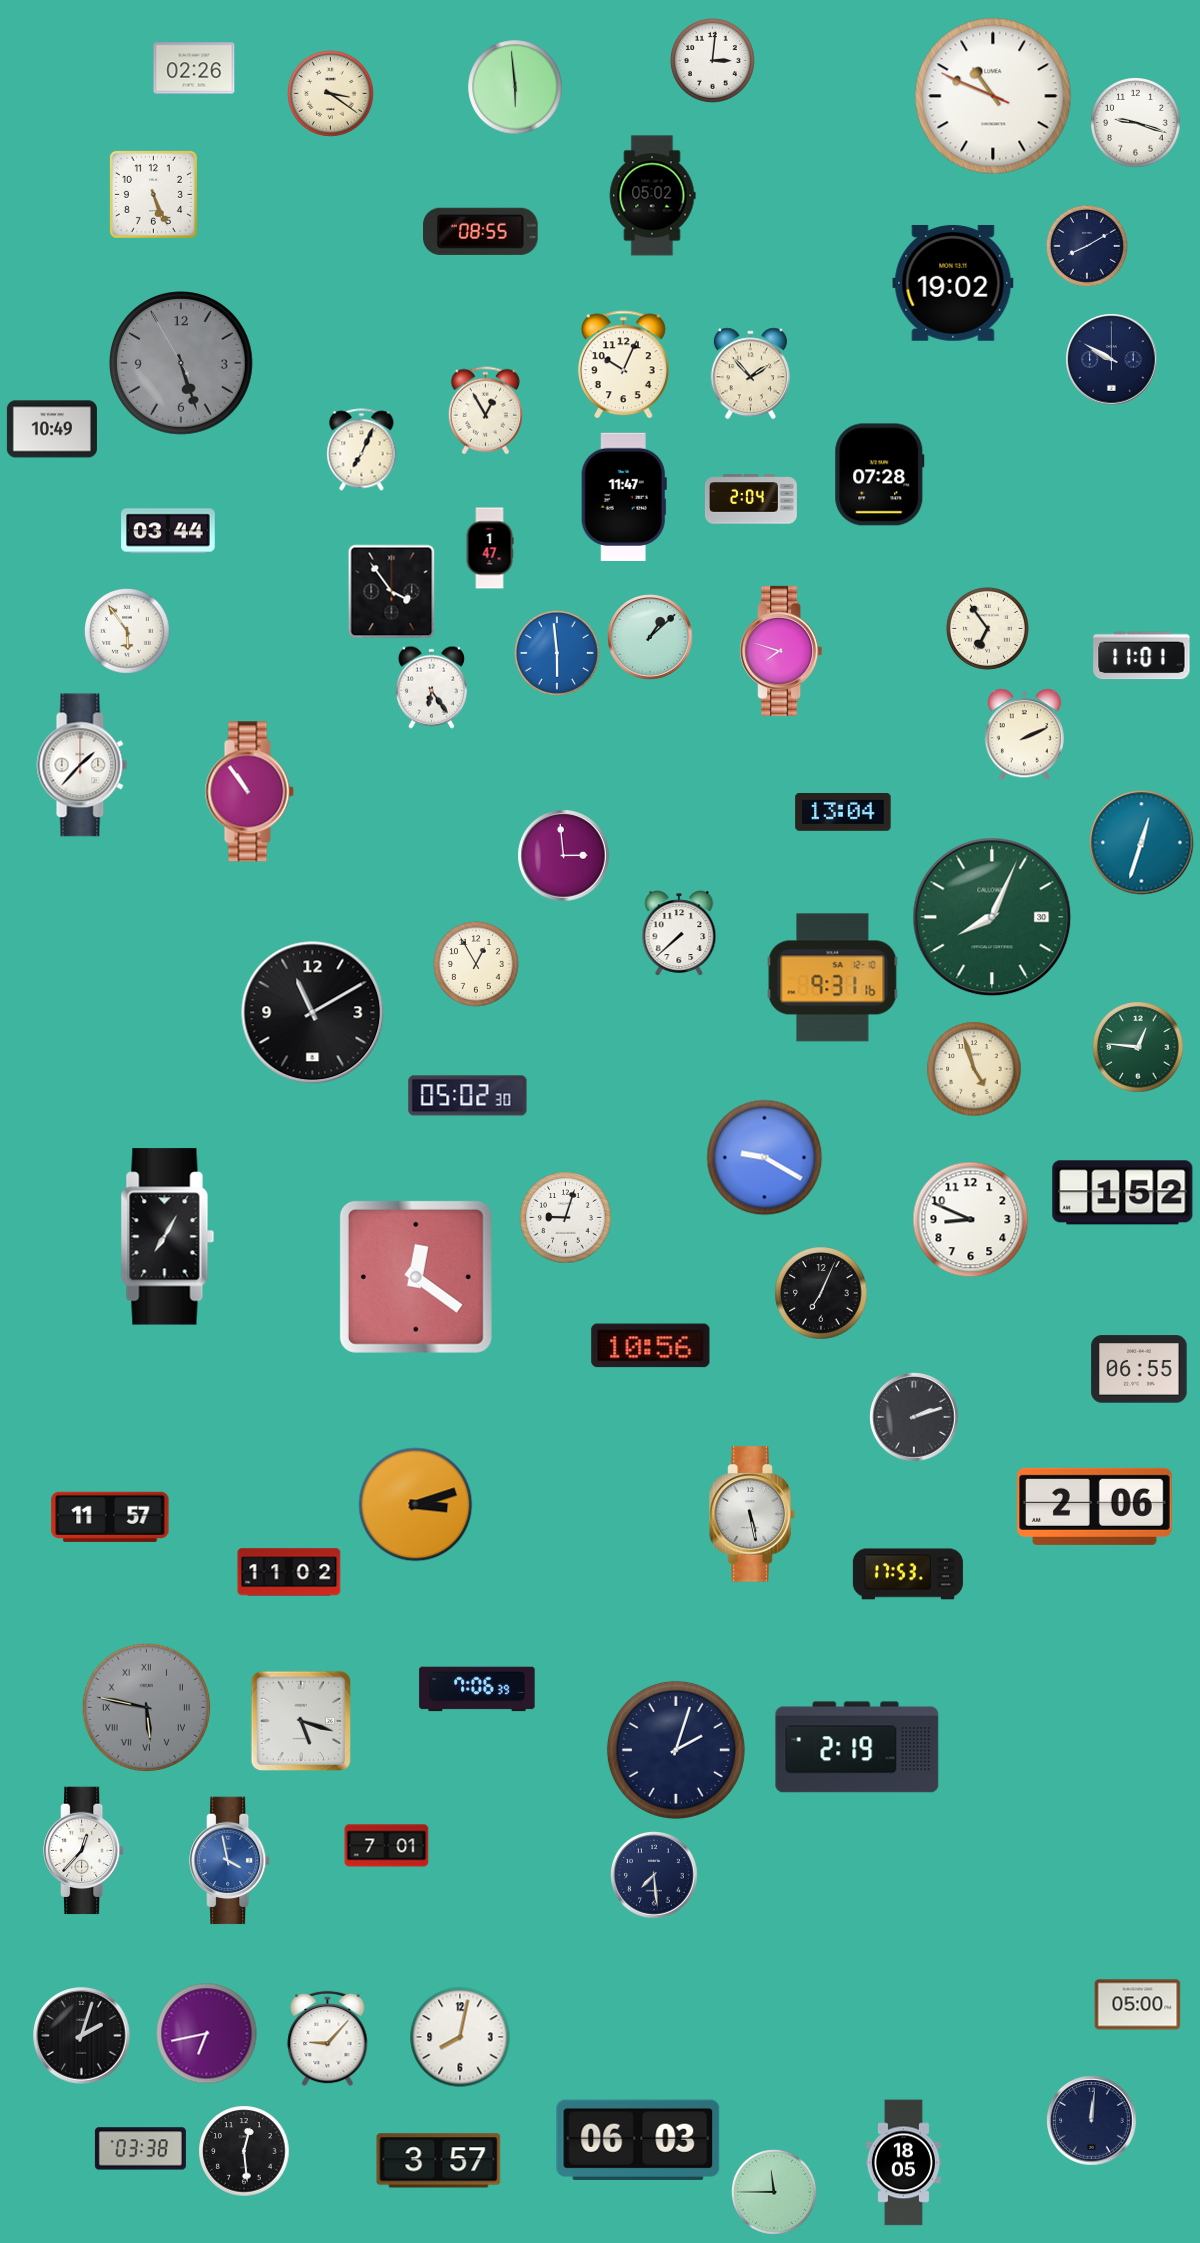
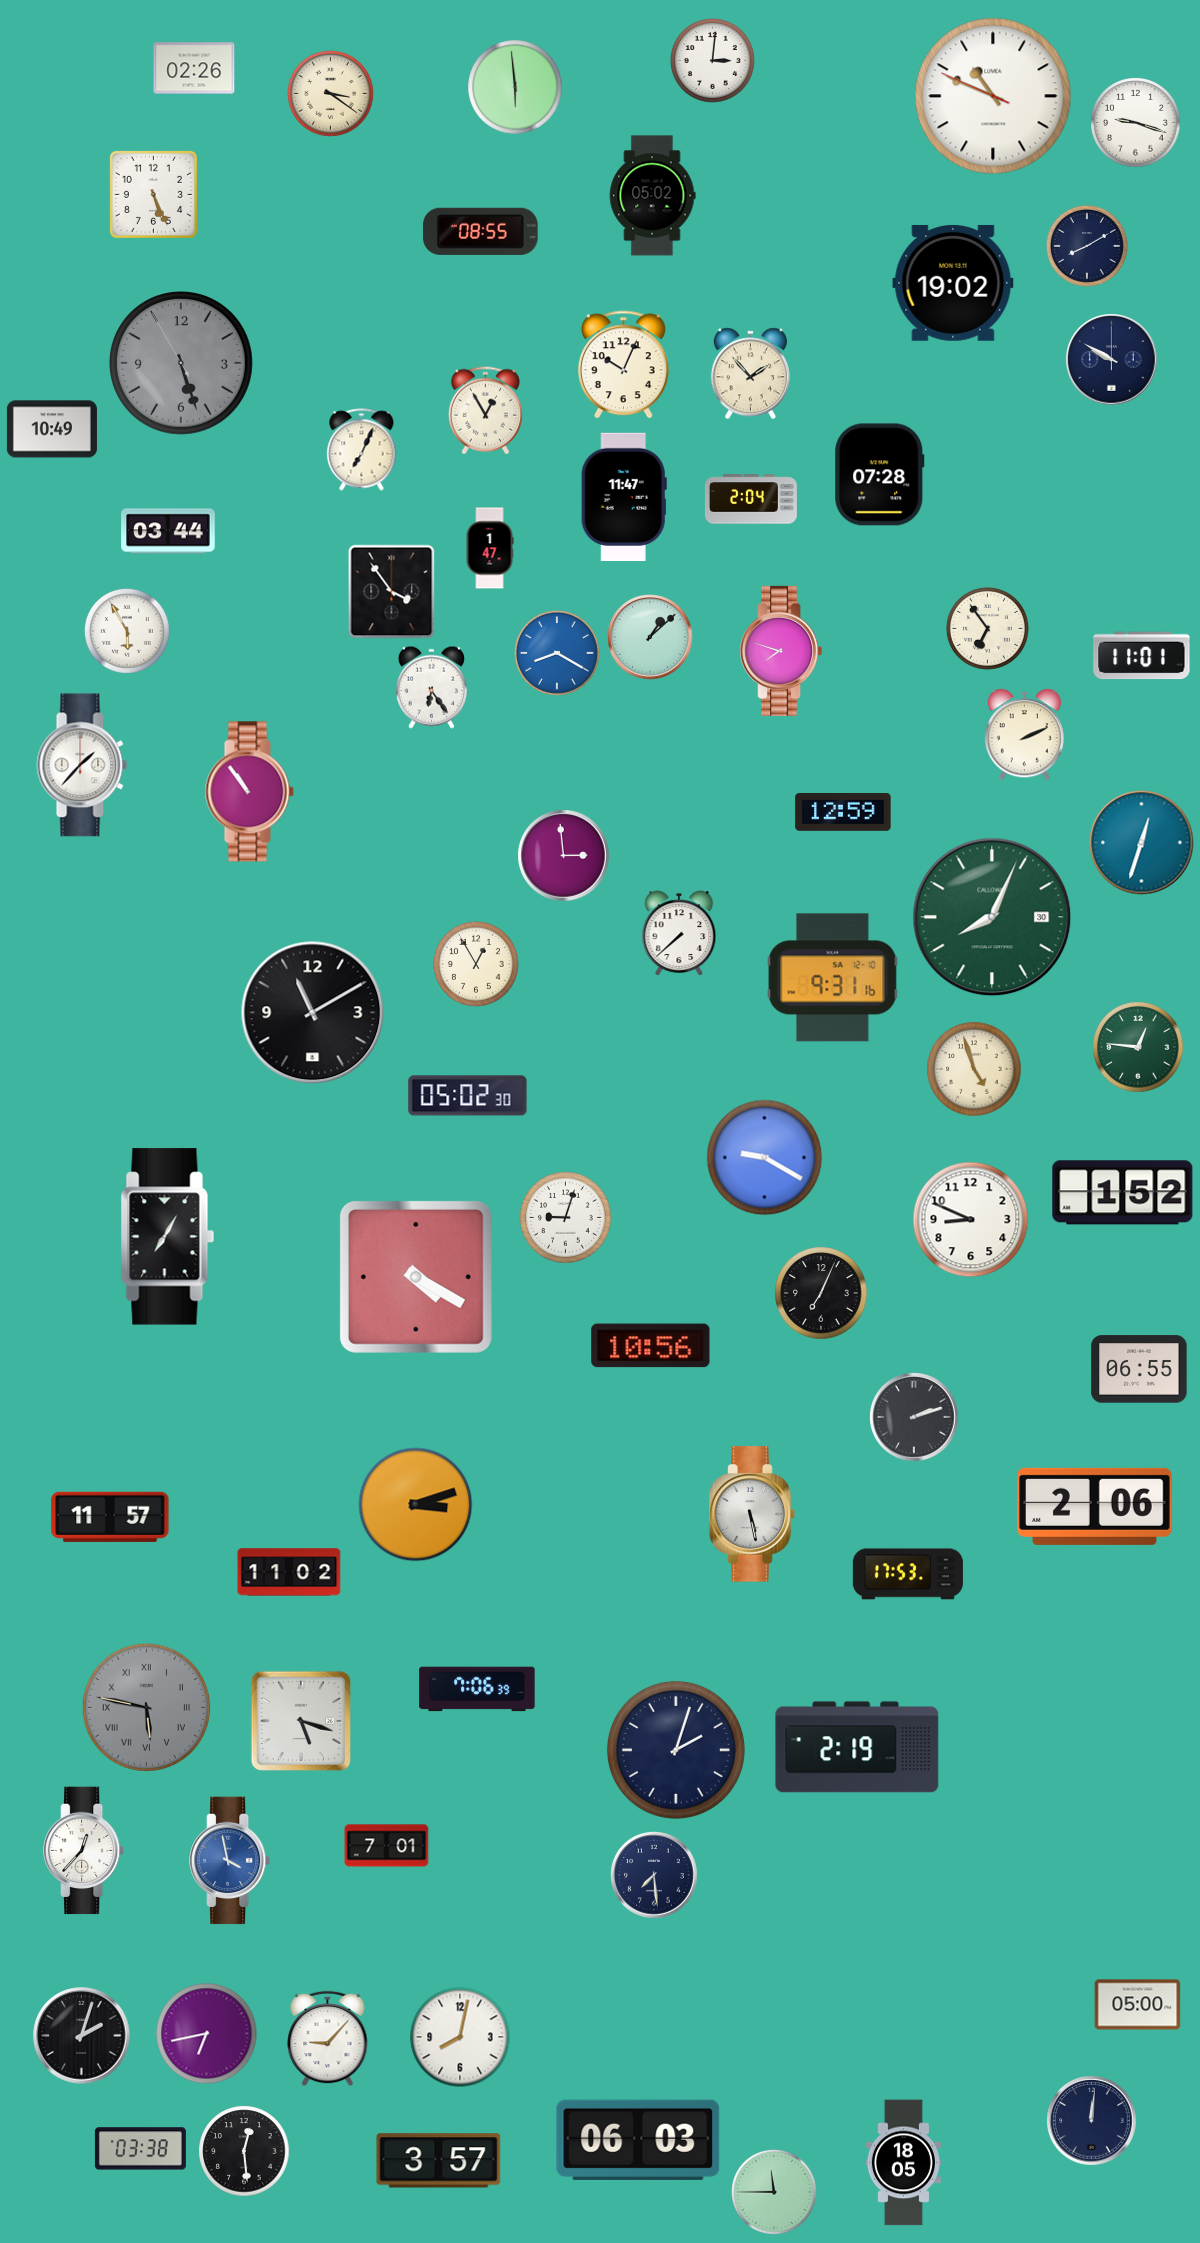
clock at (127, 631): 5:54 -> 5:55
clock at (557, 653): 5:59 -> 8:20
clock at (843, 813): 13:04 -> 12:59
clock at (416, 1277): 12:21 -> 4:20
